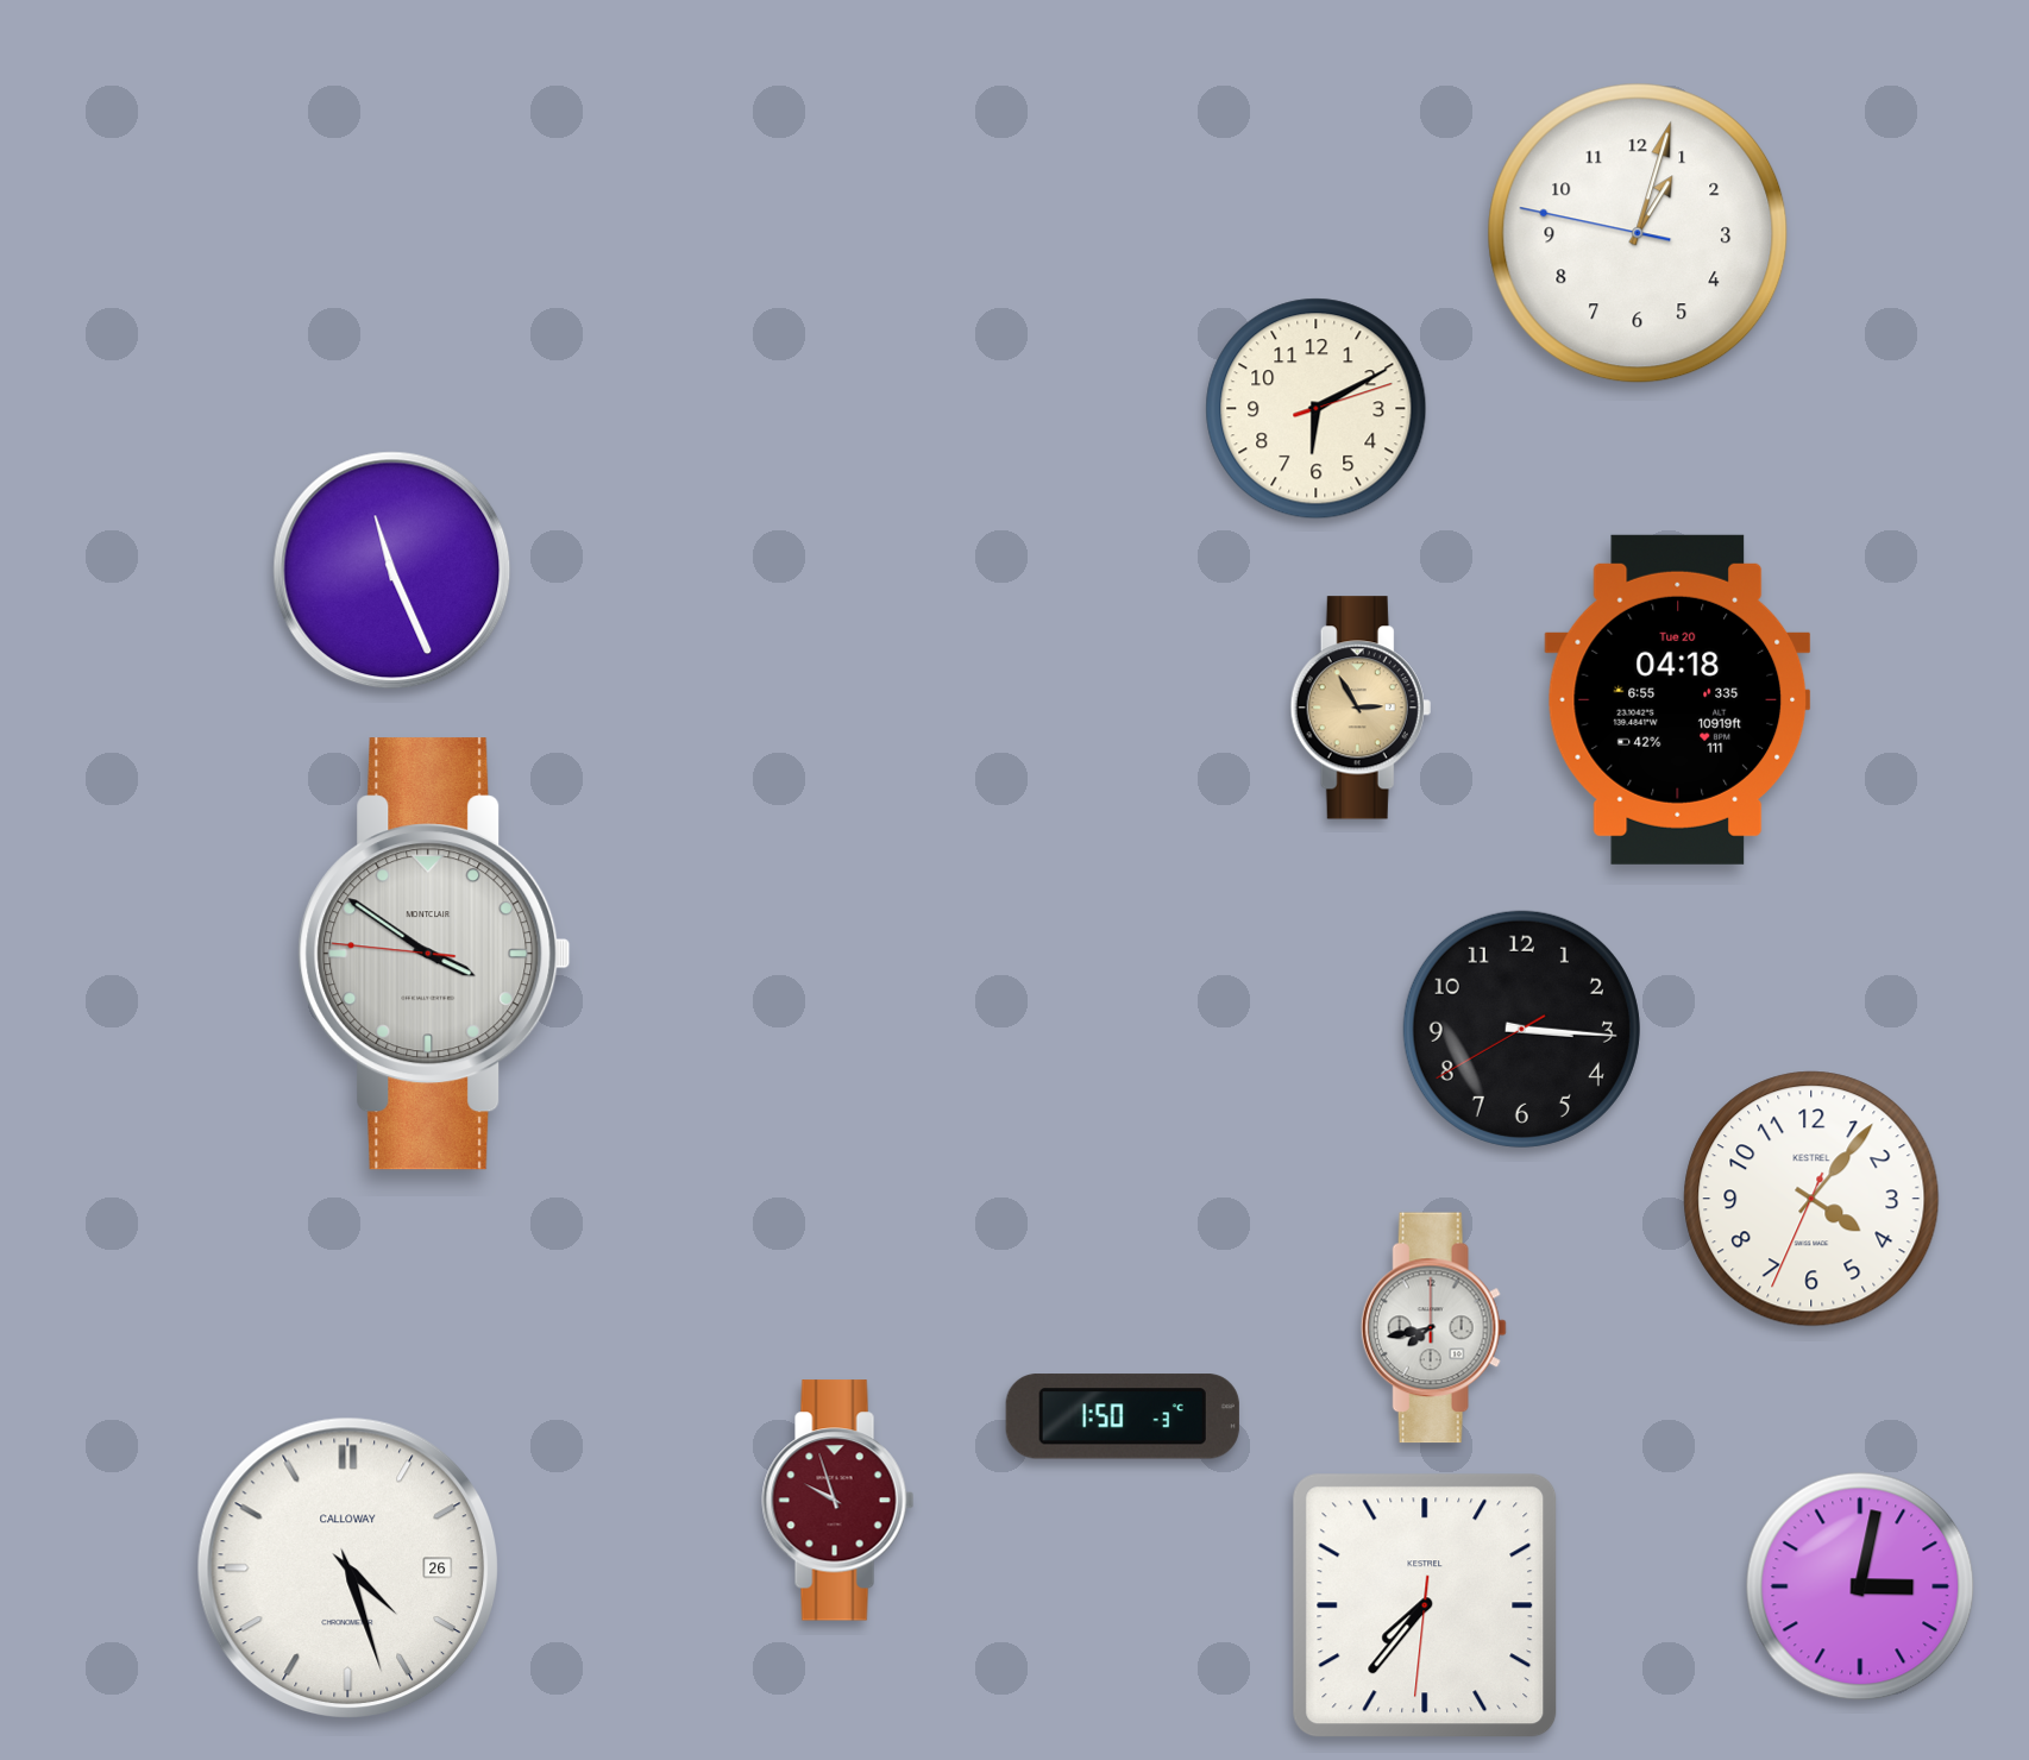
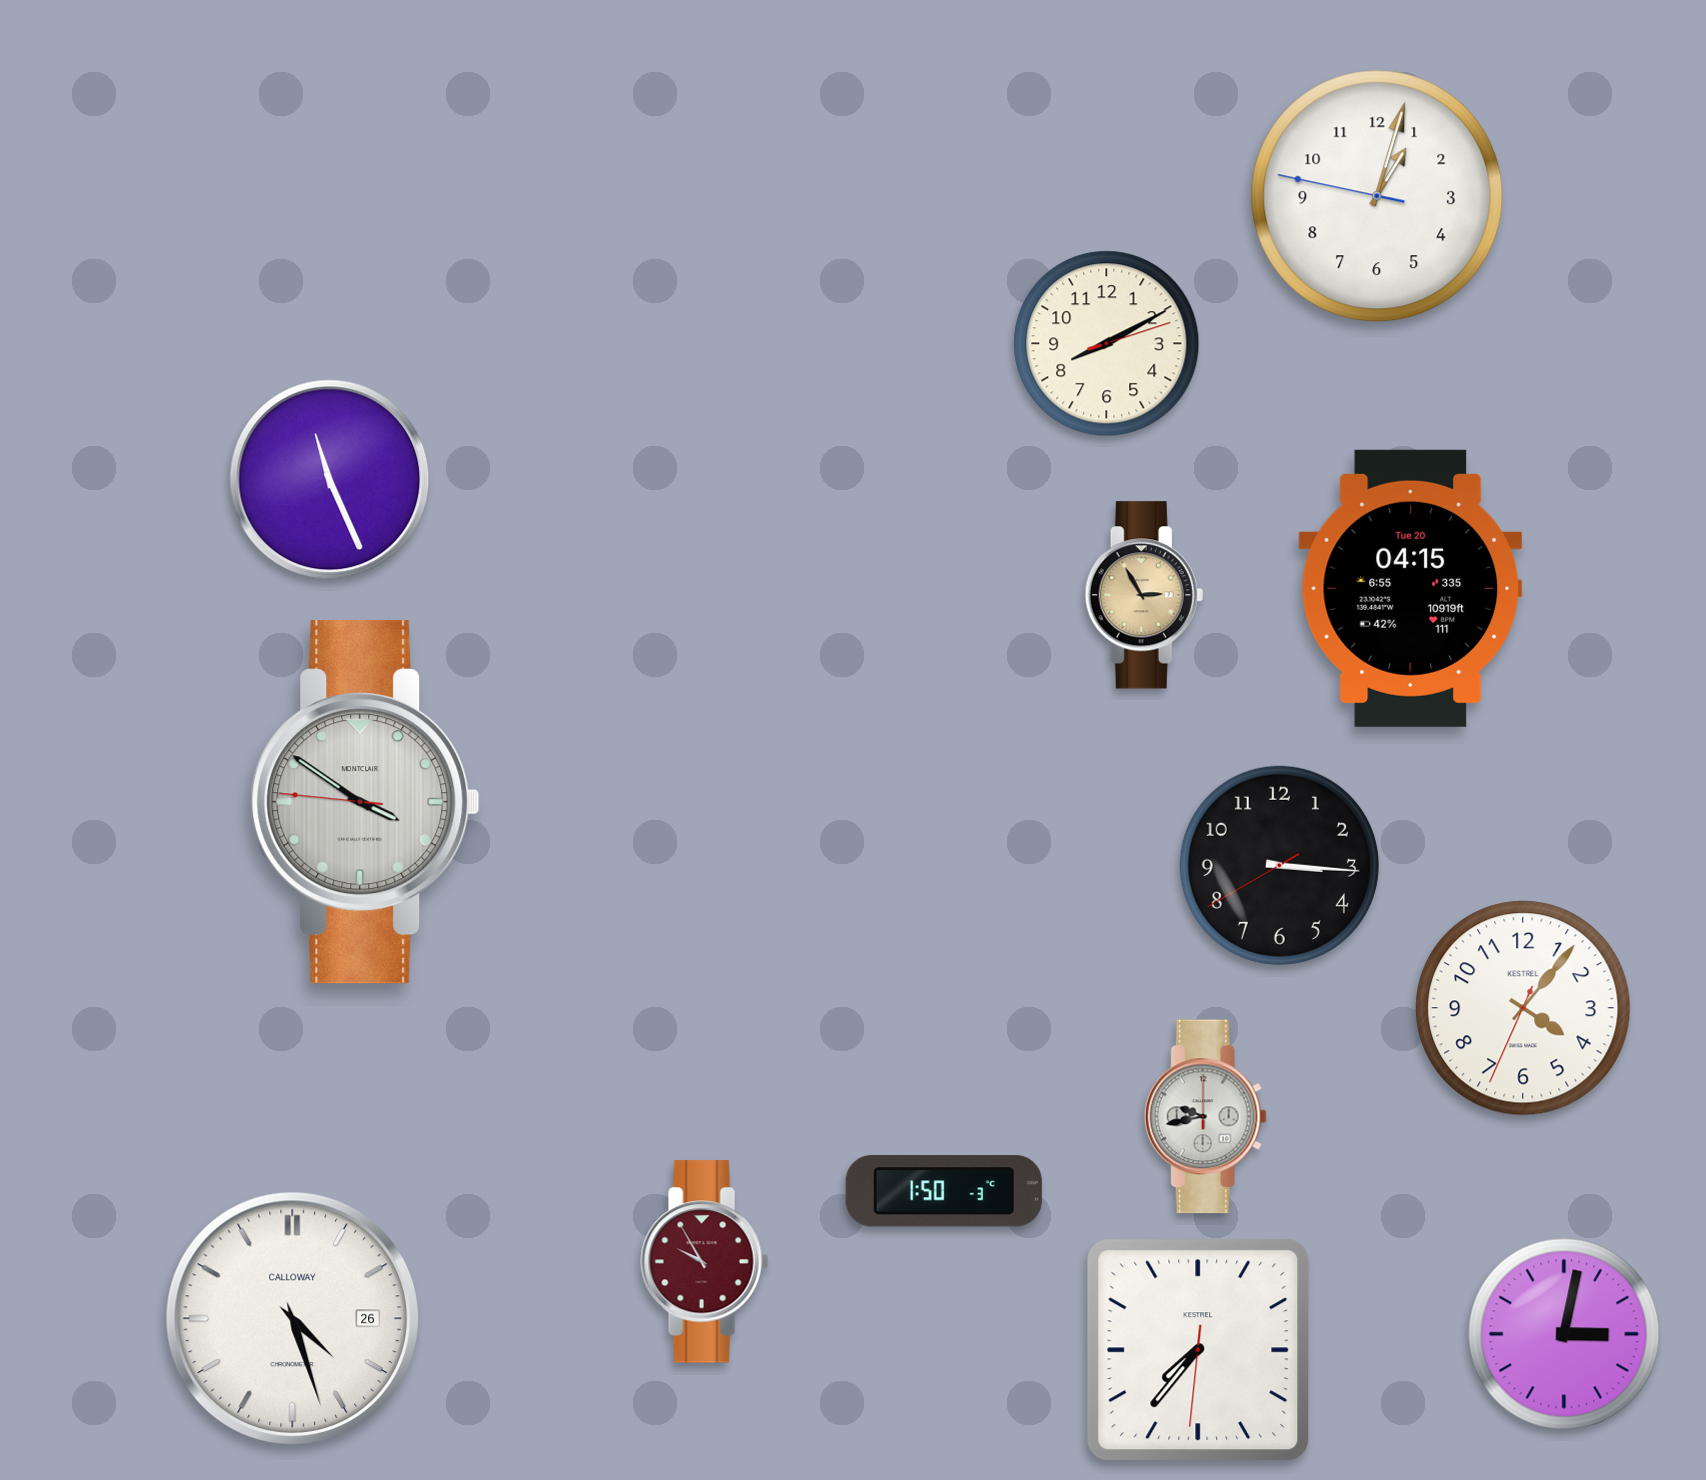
clock at (1317, 409): 6:10 -> 8:10
clock at (1678, 699): 04:18 -> 04:15
clock at (1433, 1328): 7:43 -> 9:43
clock at (838, 1501): 9:57 -> 9:55
